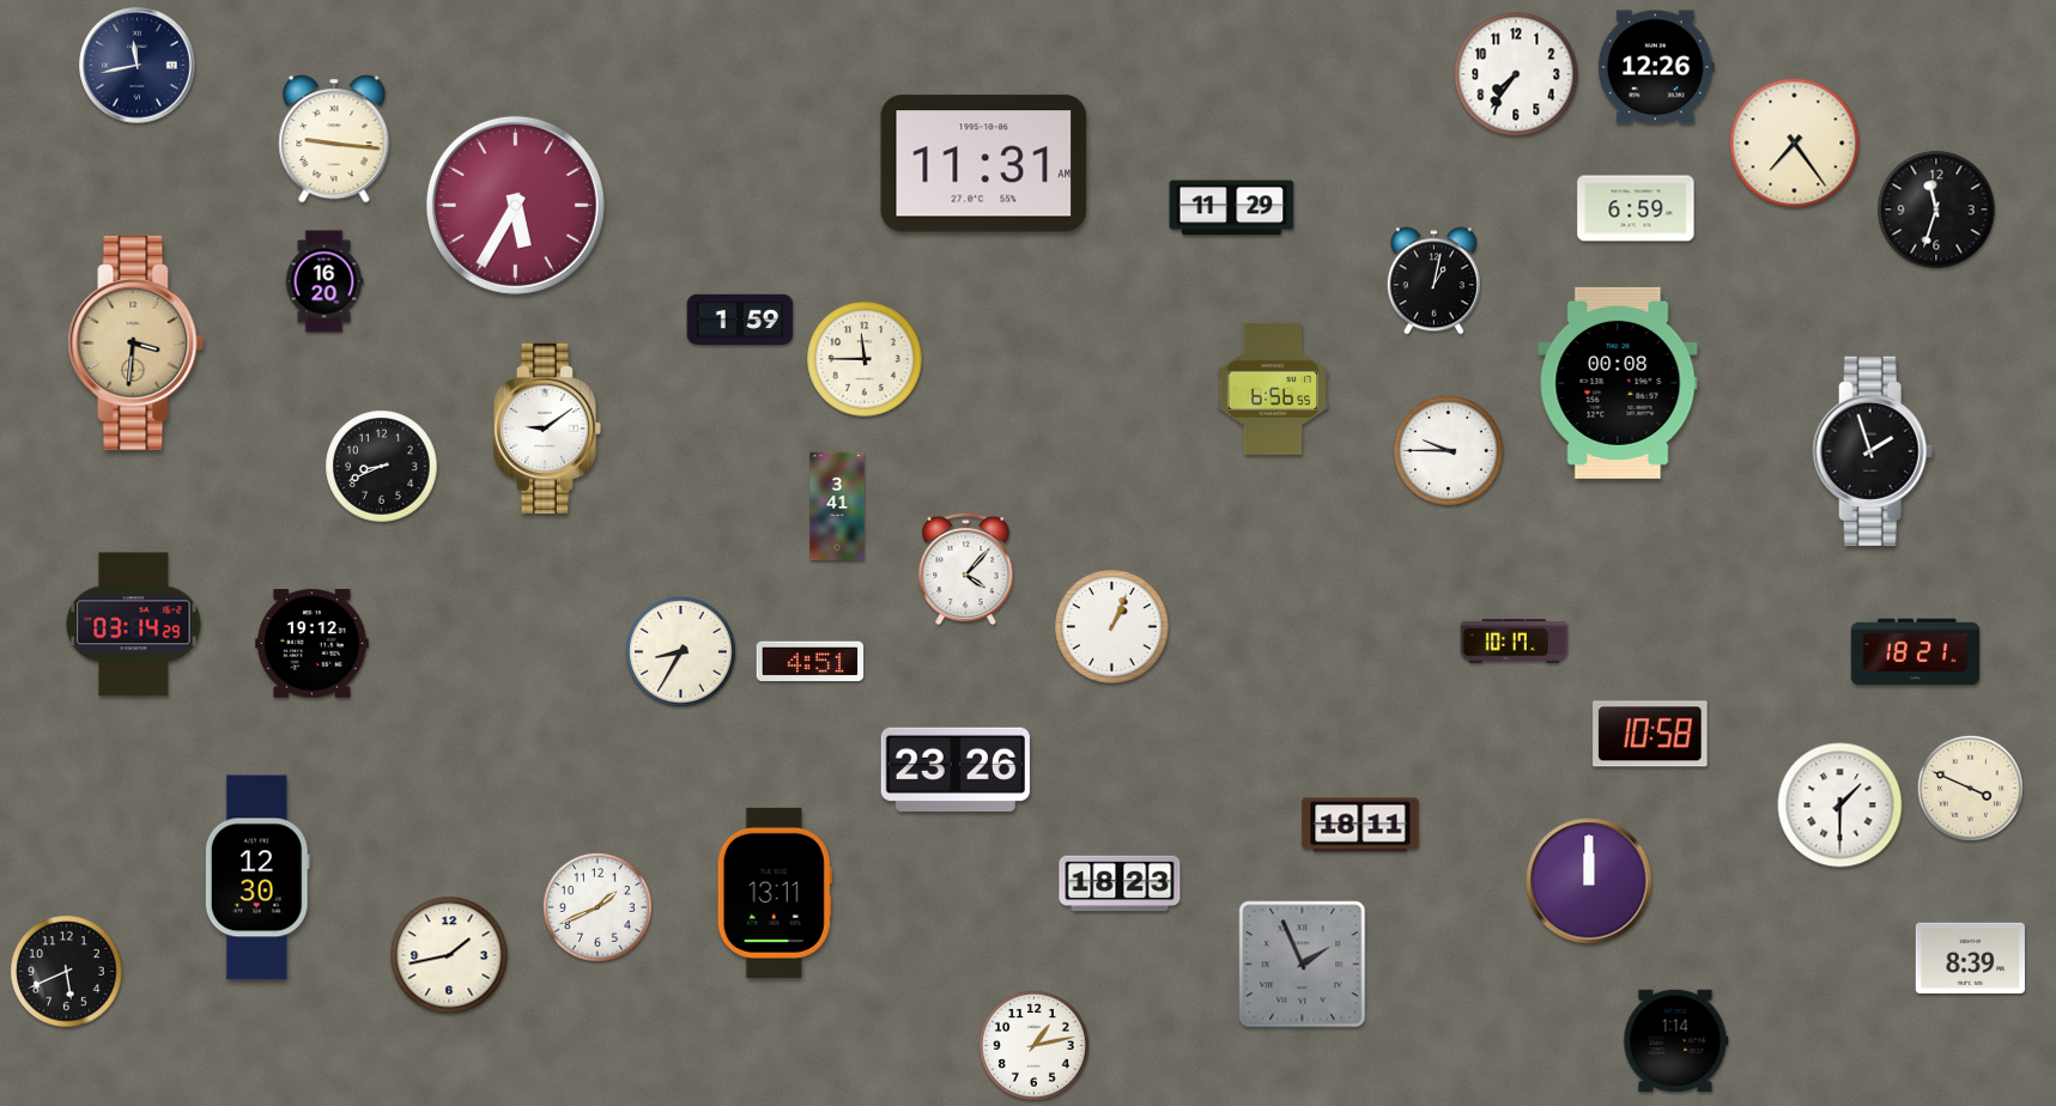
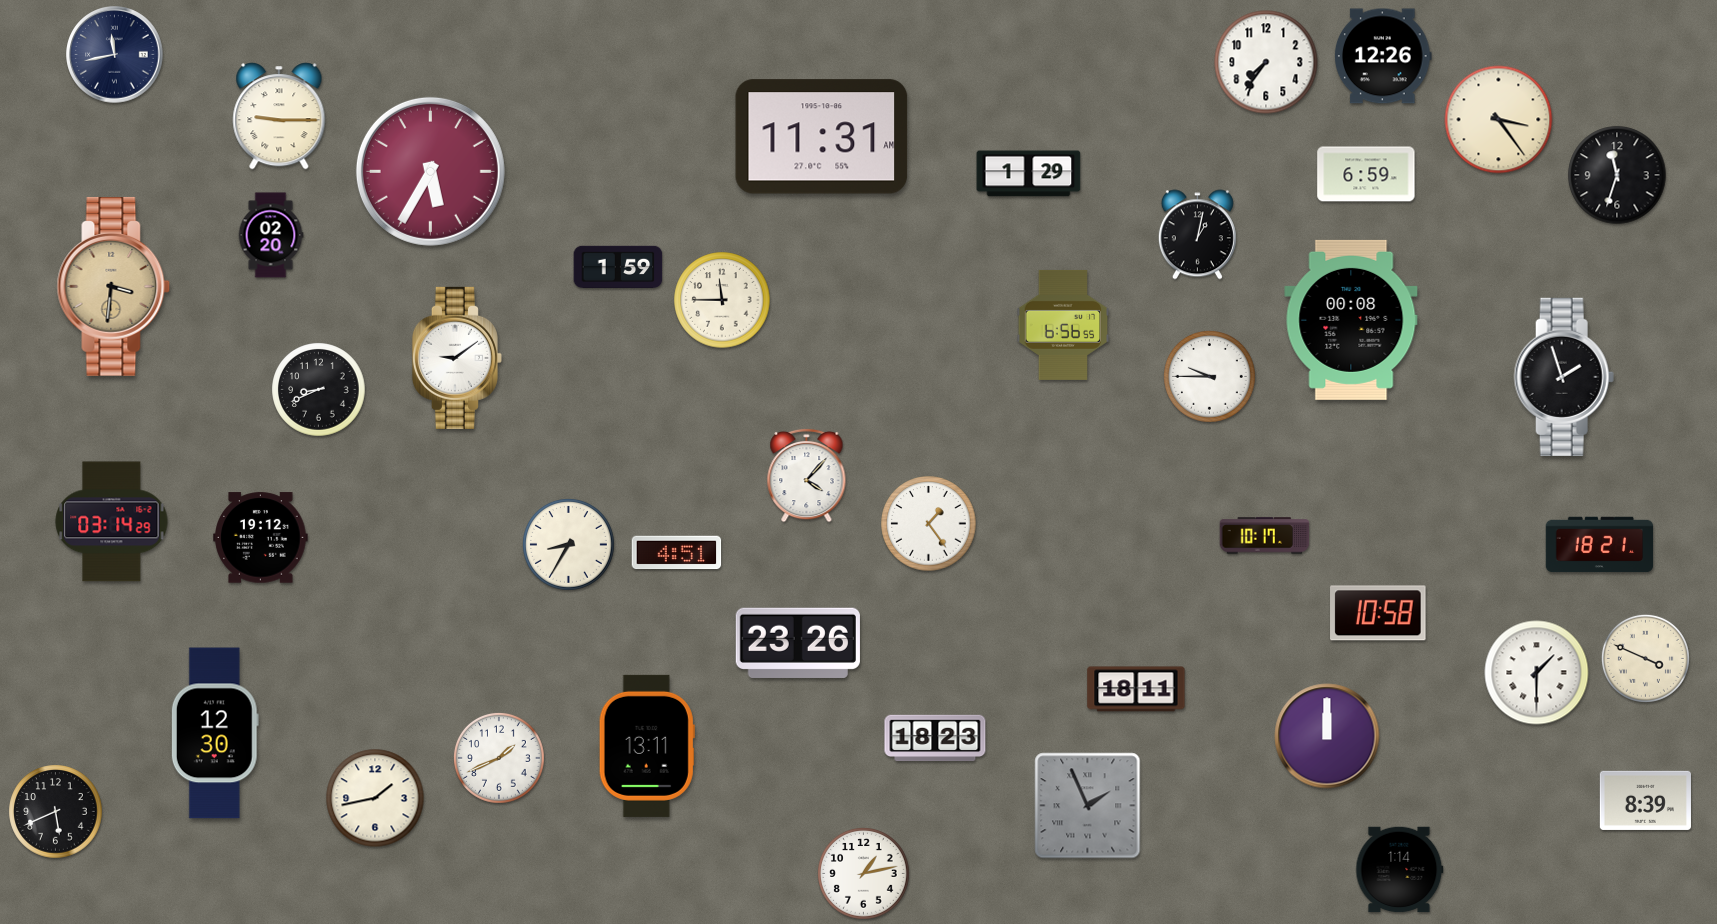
clock at (334, 139): 9:16 -> 9:15
clock at (1795, 144): 7:24 -> 3:24
clock at (1232, 208): 11:29 -> 1:29
clock at (325, 281): 16:20 -> 02:20
clock at (837, 506): 3:41 -> none
clock at (1112, 627): 1:04 -> 1:24
